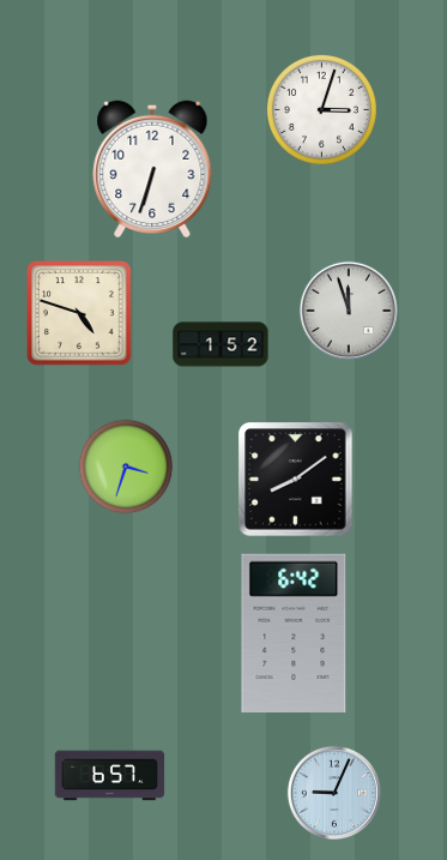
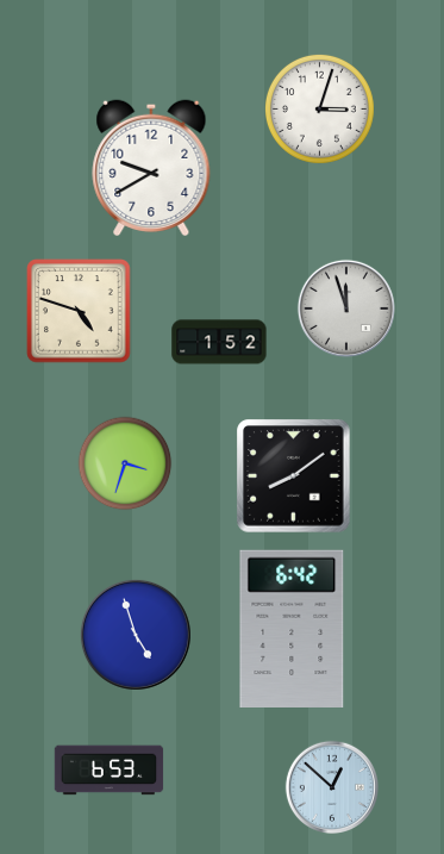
clock at (152, 169): 6:33 -> 9:40
clock at (136, 635): none -> 4:57
clock at (110, 776): 6:57 -> 6:53
clock at (334, 793): 9:04 -> 12:52
